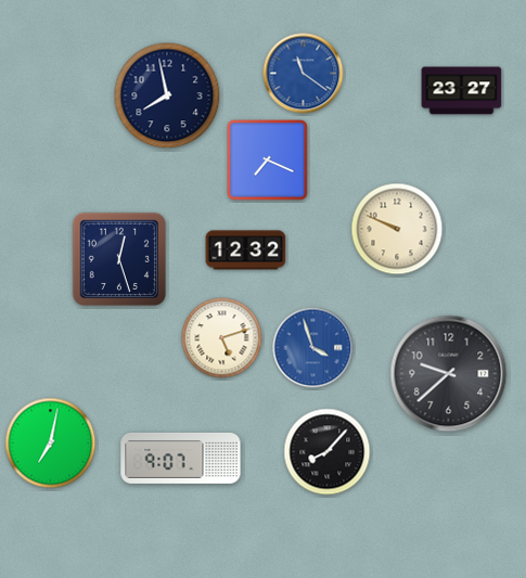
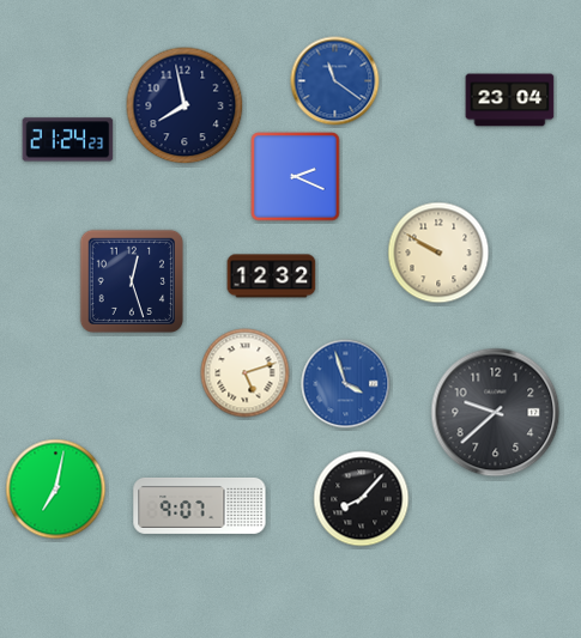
clock at (462, 91): 23:27 -> 23:04
clock at (68, 140): none -> 21:24
clock at (268, 160): 7:19 -> 2:19
clock at (397, 229): 9:49 -> 9:50
clock at (118, 258) position: (118, 258) -> (131, 280)
